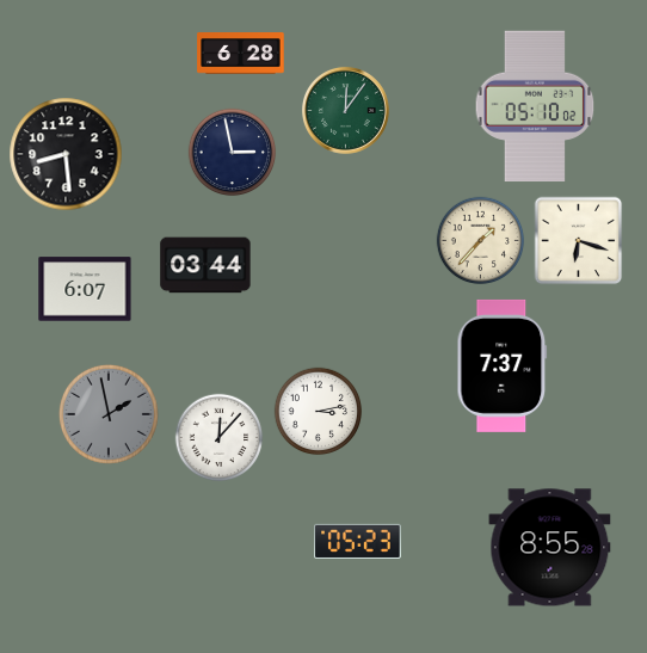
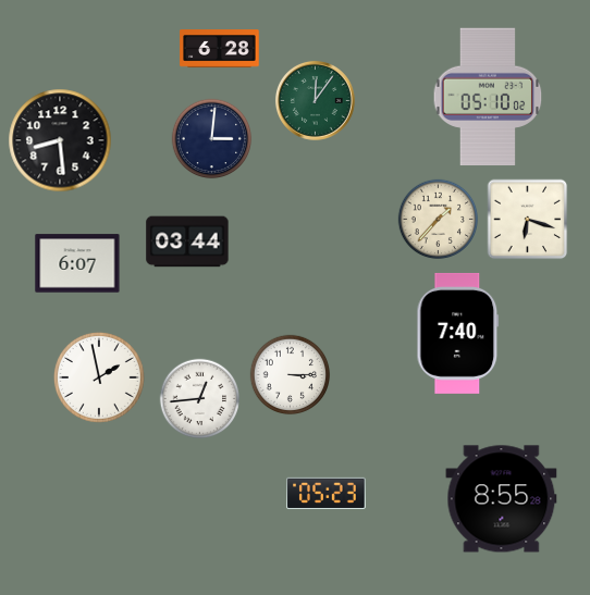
clock at (233, 153): 2:58 -> 3:01
clock at (503, 365): 7:37 -> 7:40
clock at (319, 412): 3:13 -> 3:15
clock at (109, 414) dial: grey -> white
clock at (220, 438): 12:07 -> 12:44
